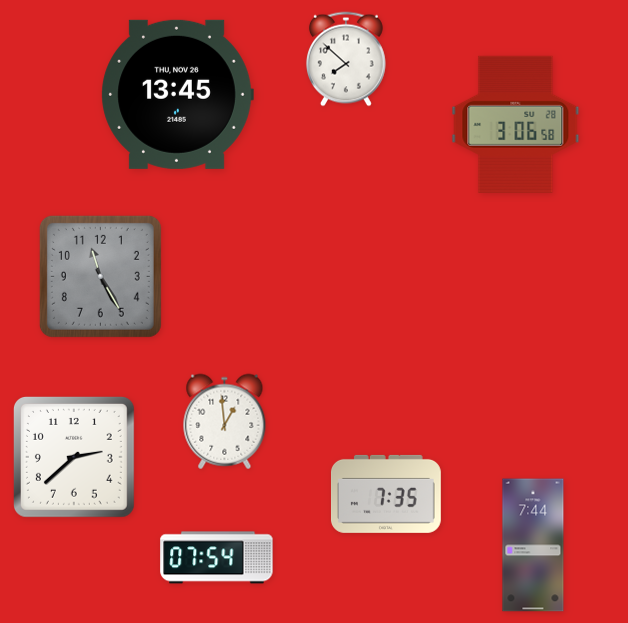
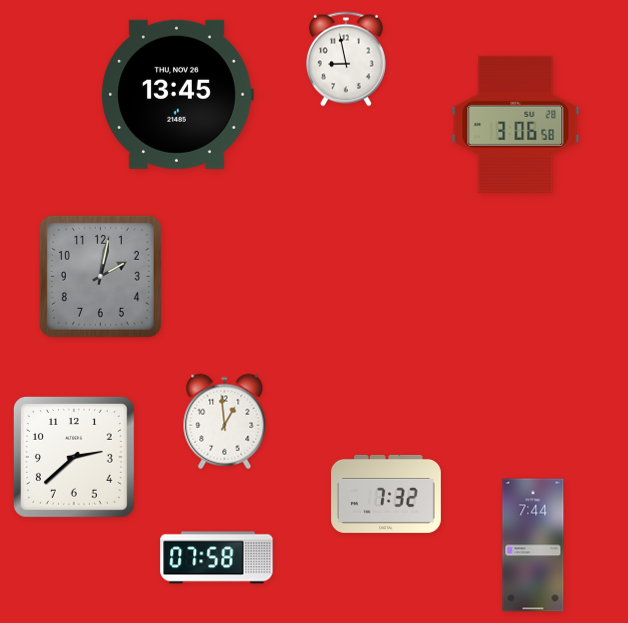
clock at (346, 59): 7:52 -> 8:58
clock at (100, 276): 11:25 -> 2:02
clock at (386, 494): 7:35 -> 7:32
clock at (217, 558): 07:54 -> 07:58
